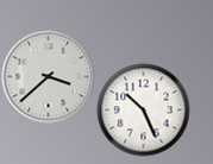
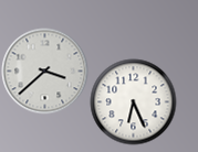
clock at (143, 109): 10:26 -> 6:26
